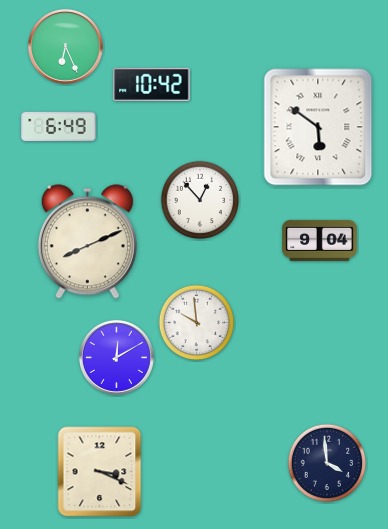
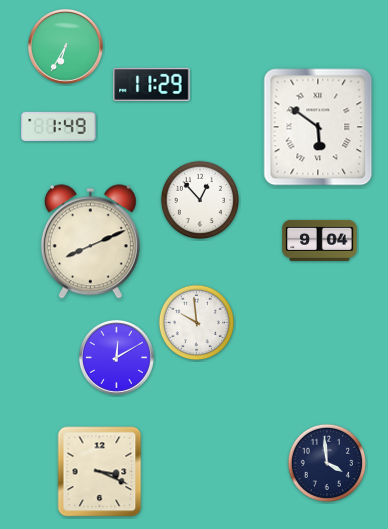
clock at (65, 46): 6:26 -> 6:35
clock at (152, 84): 10:42 -> 11:29
clock at (59, 127): 6:49 -> 1:49
clock at (87, 242) position: (87, 242) -> (90, 242)
